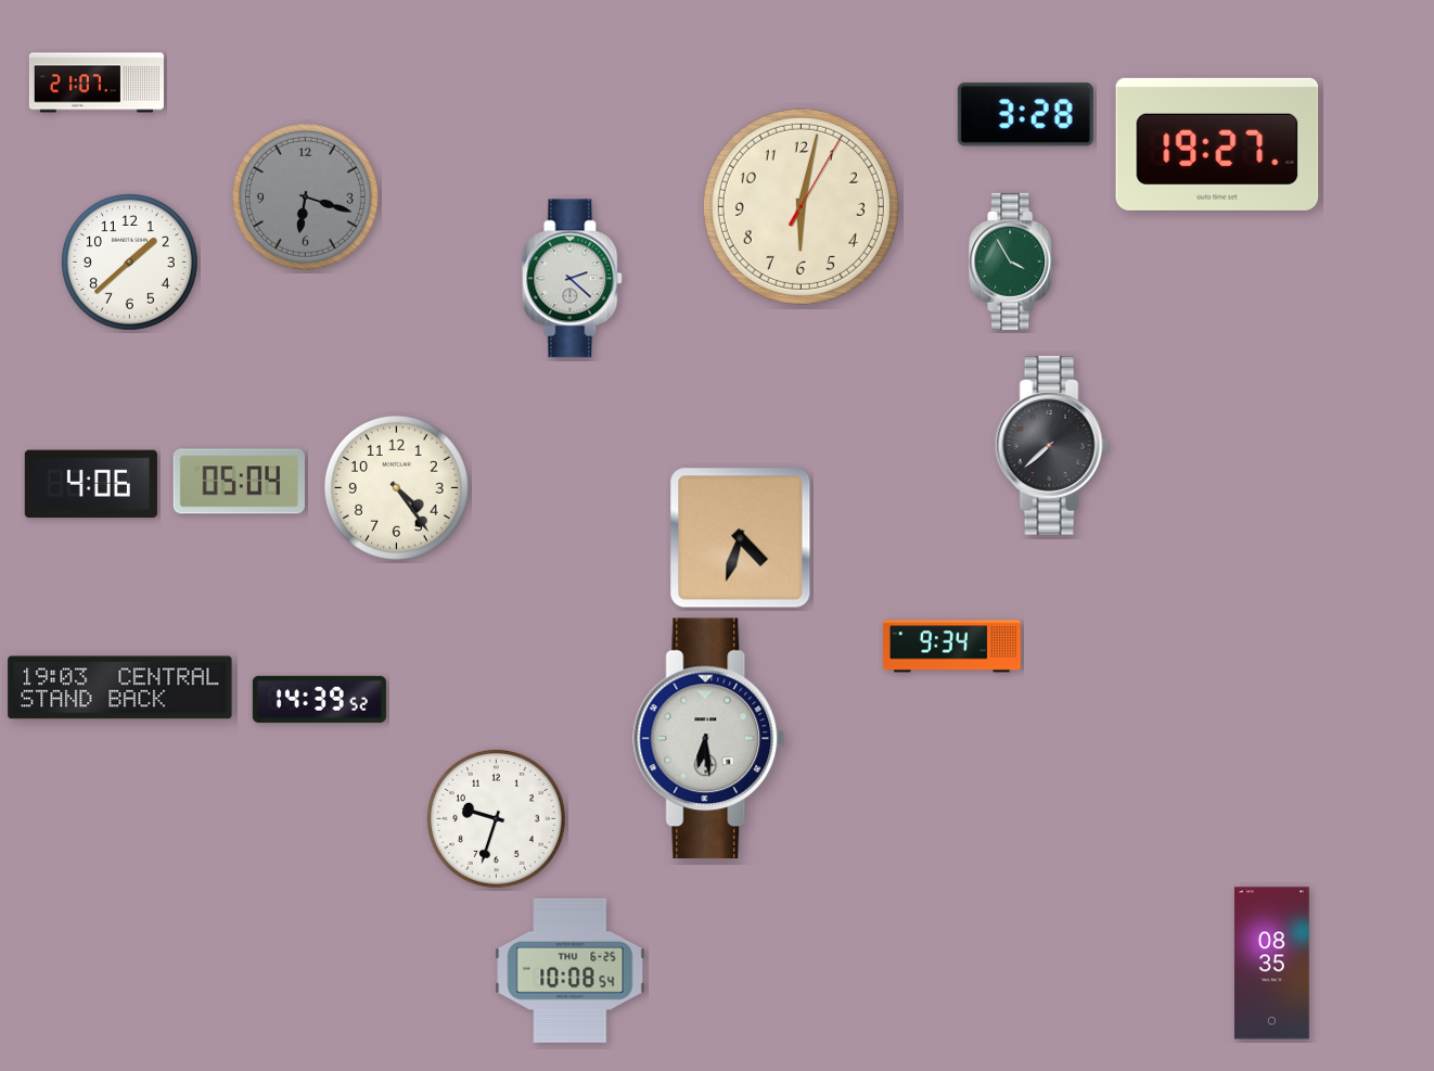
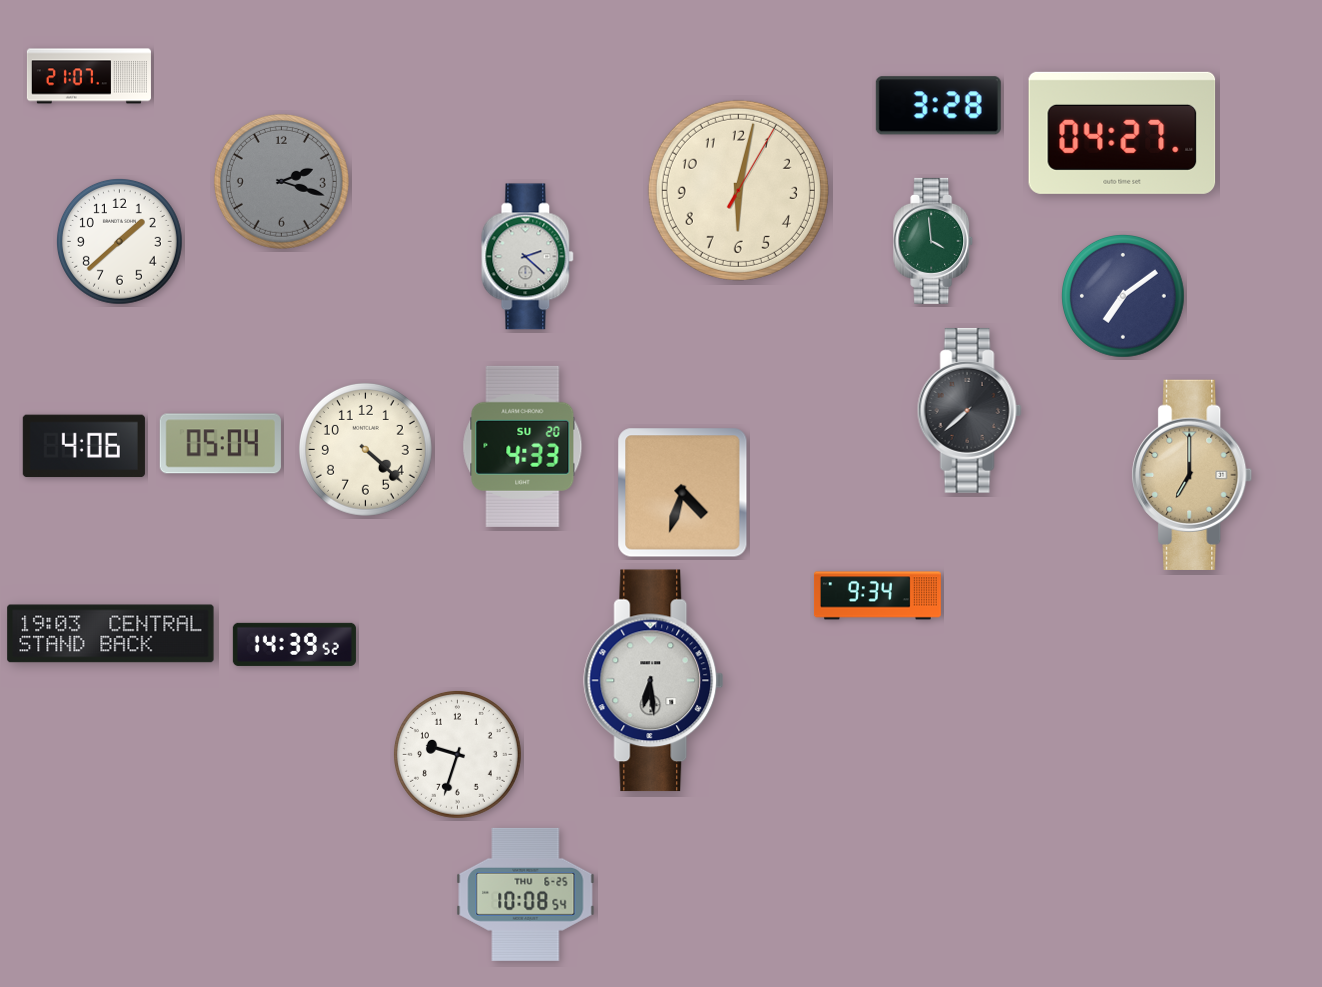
clock at (1025, 115) position: (1025, 115) -> (938, 106)
clock at (1217, 144): 19:27 -> 04:27
clock at (305, 196): 6:18 -> 2:18
clock at (1013, 262): 3:55 -> 3:59
clock at (1124, 297): none -> 7:09
clock at (523, 446): none -> 4:33
clock at (396, 487): 4:24 -> 4:22
clock at (1192, 475): none -> 7:00
clock at (741, 538) position: (741, 538) -> (683, 493)
clock at (1272, 964): 08:35 -> none
